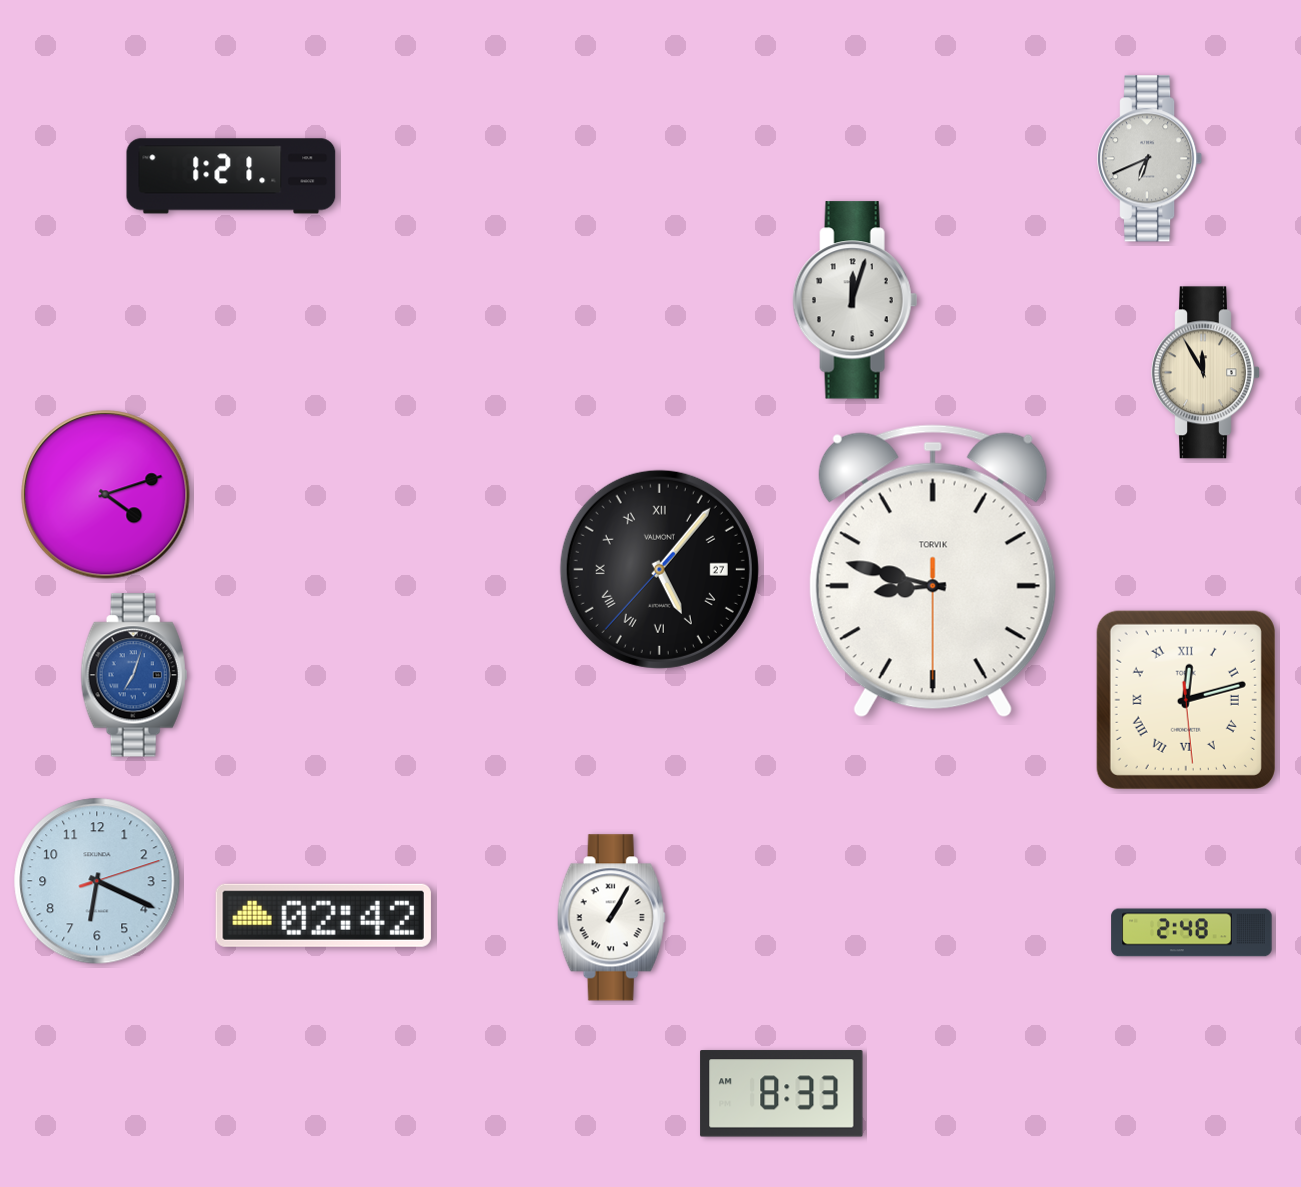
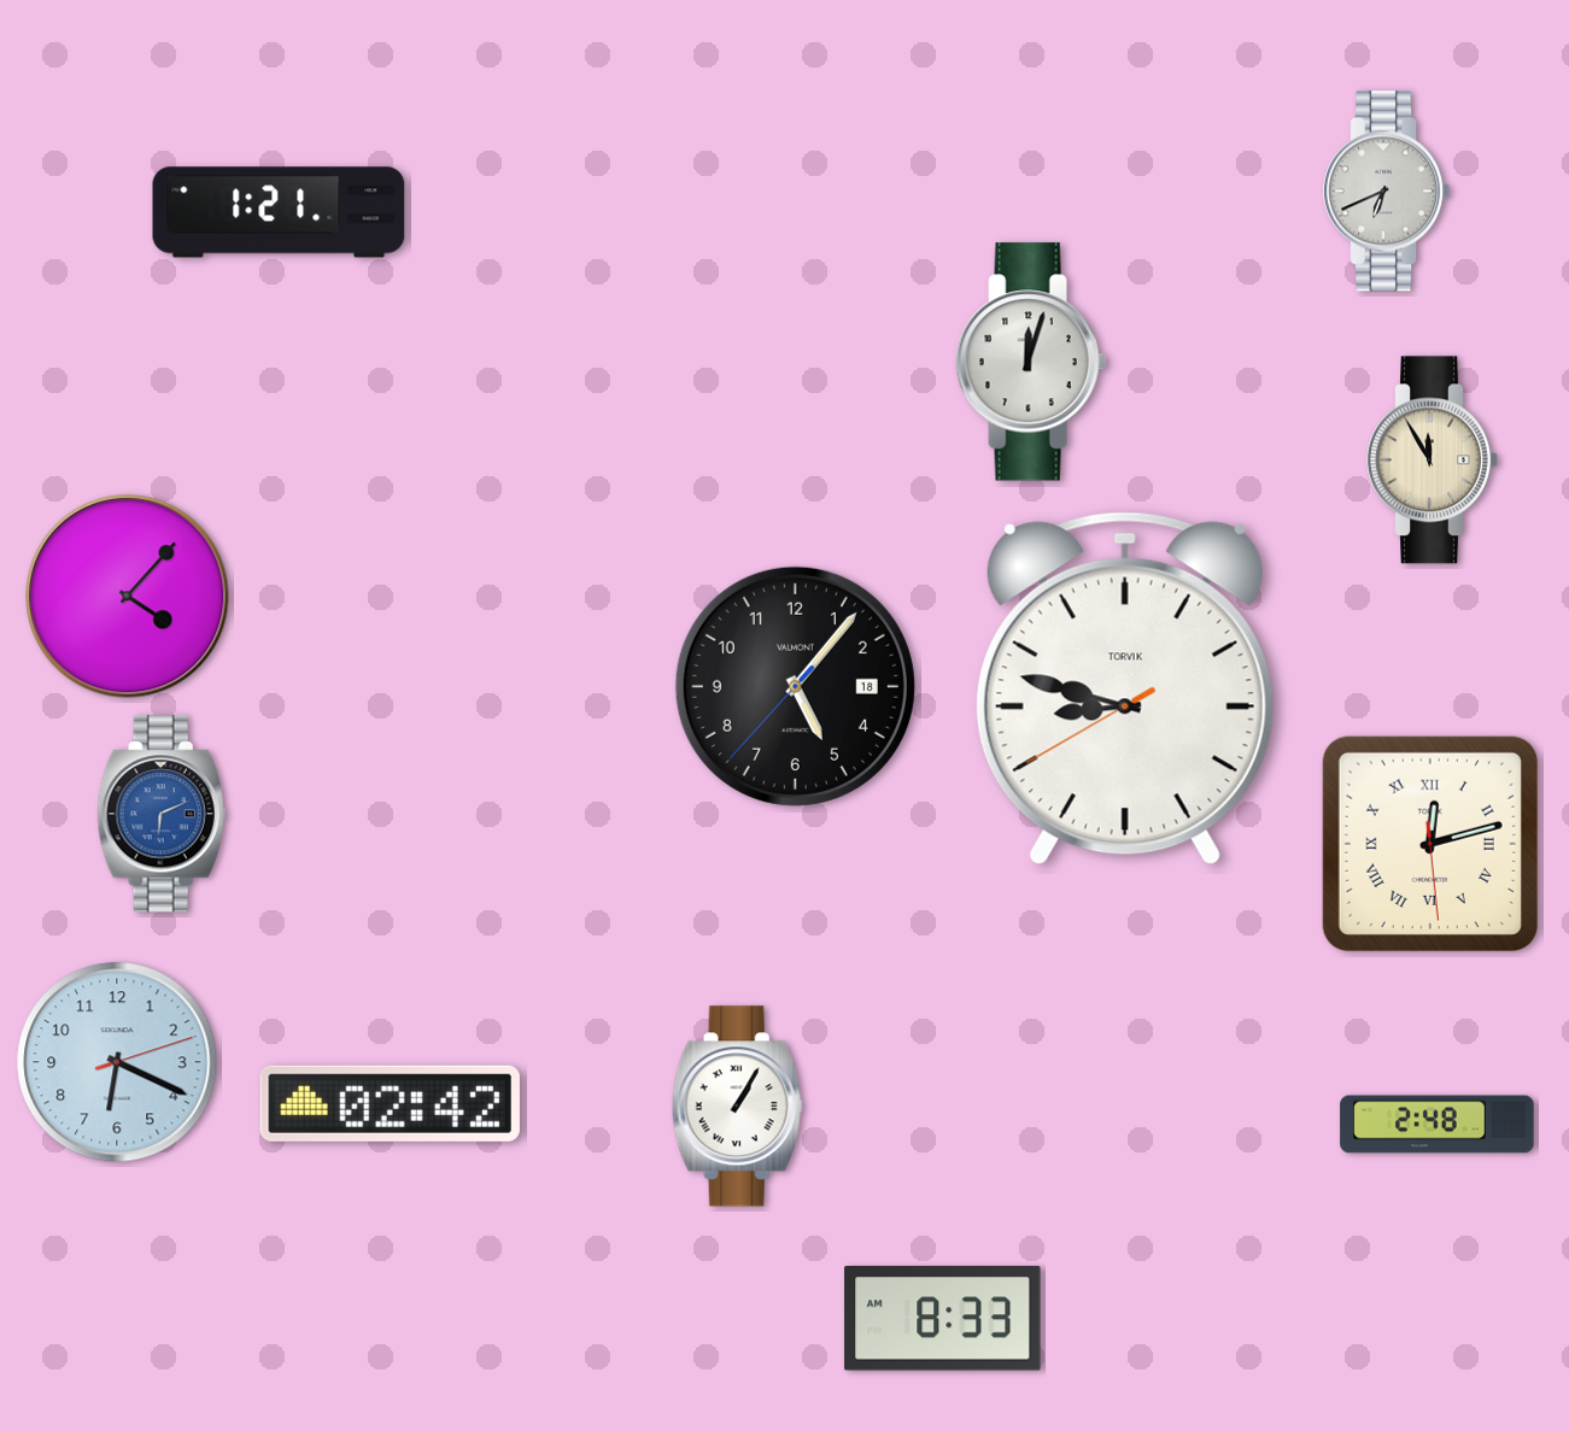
clock at (1206, 373) position: (1206, 373) -> (1433, 461)
clock at (106, 495): 4:12 -> 4:07
clock at (659, 569) date: 27 -> 18
clock at (659, 569) numerals: Roman -> Arabic
clock at (933, 571): 8:47:30 -> 8:47:40
clock at (134, 675): 7:03 -> 6:11
